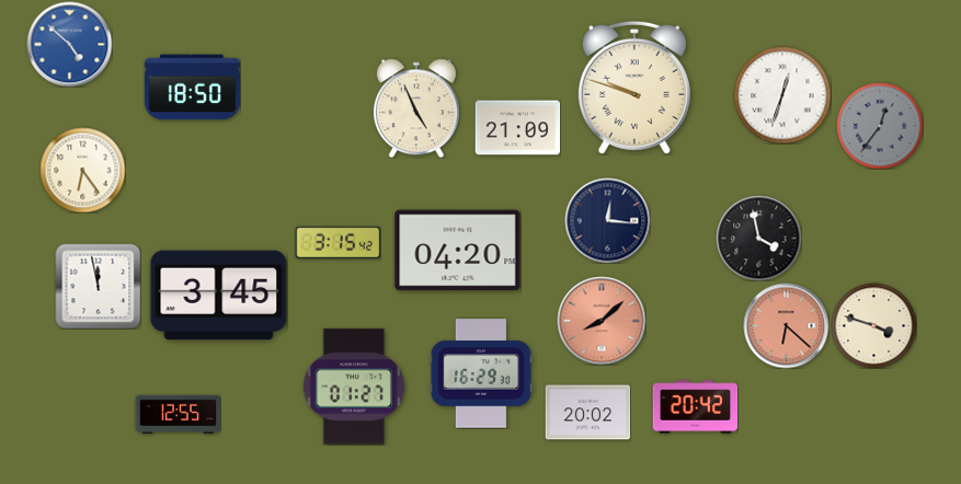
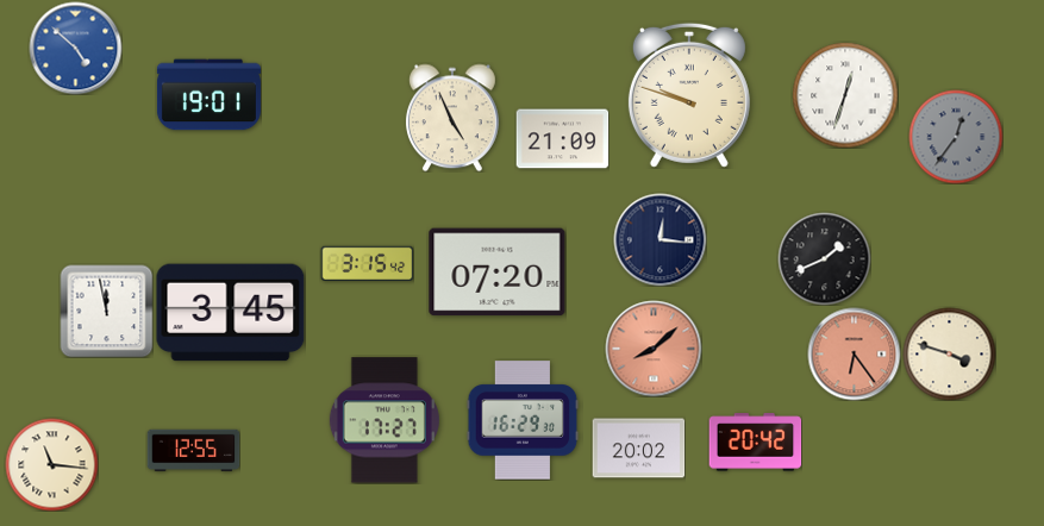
clock at (192, 88): 18:50 -> 19:01
clock at (782, 95) position: (782, 95) -> (845, 95)
clock at (82, 170): 6:24 -> none
clock at (758, 238): 3:58 -> 1:41
clock at (458, 251): 04:20 -> 07:20
clock at (219, 296) position: (219, 296) -> (231, 313)
clock at (786, 325): 6:22 -> 6:24
clock at (481, 373) position: (481, 373) -> (523, 420)
clock at (354, 387): 01:27 -> 17:27
clock at (51, 464): none -> 11:16
